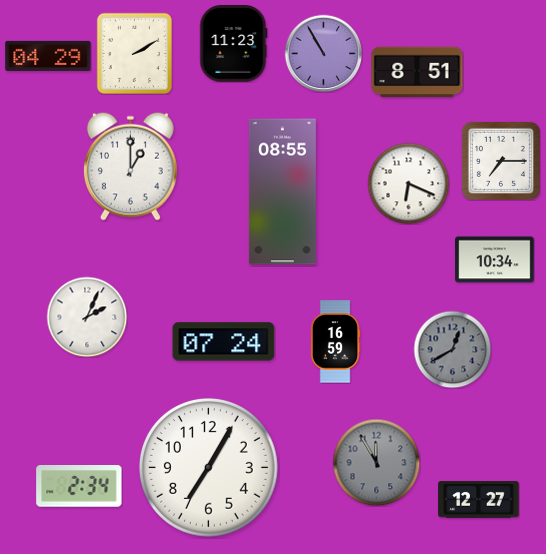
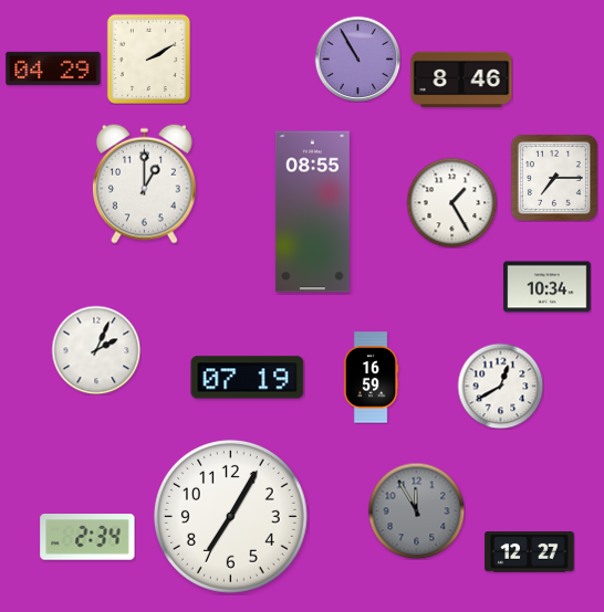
clock at (234, 44): 11:23 -> none
clock at (48, 56) position: (48, 56) -> (53, 68)
clock at (417, 72): 8:51 -> 8:46
clock at (408, 183): 6:19 -> 1:25
clock at (224, 342): 07:24 -> 07:19
clock at (452, 349) dial: grey -> white
